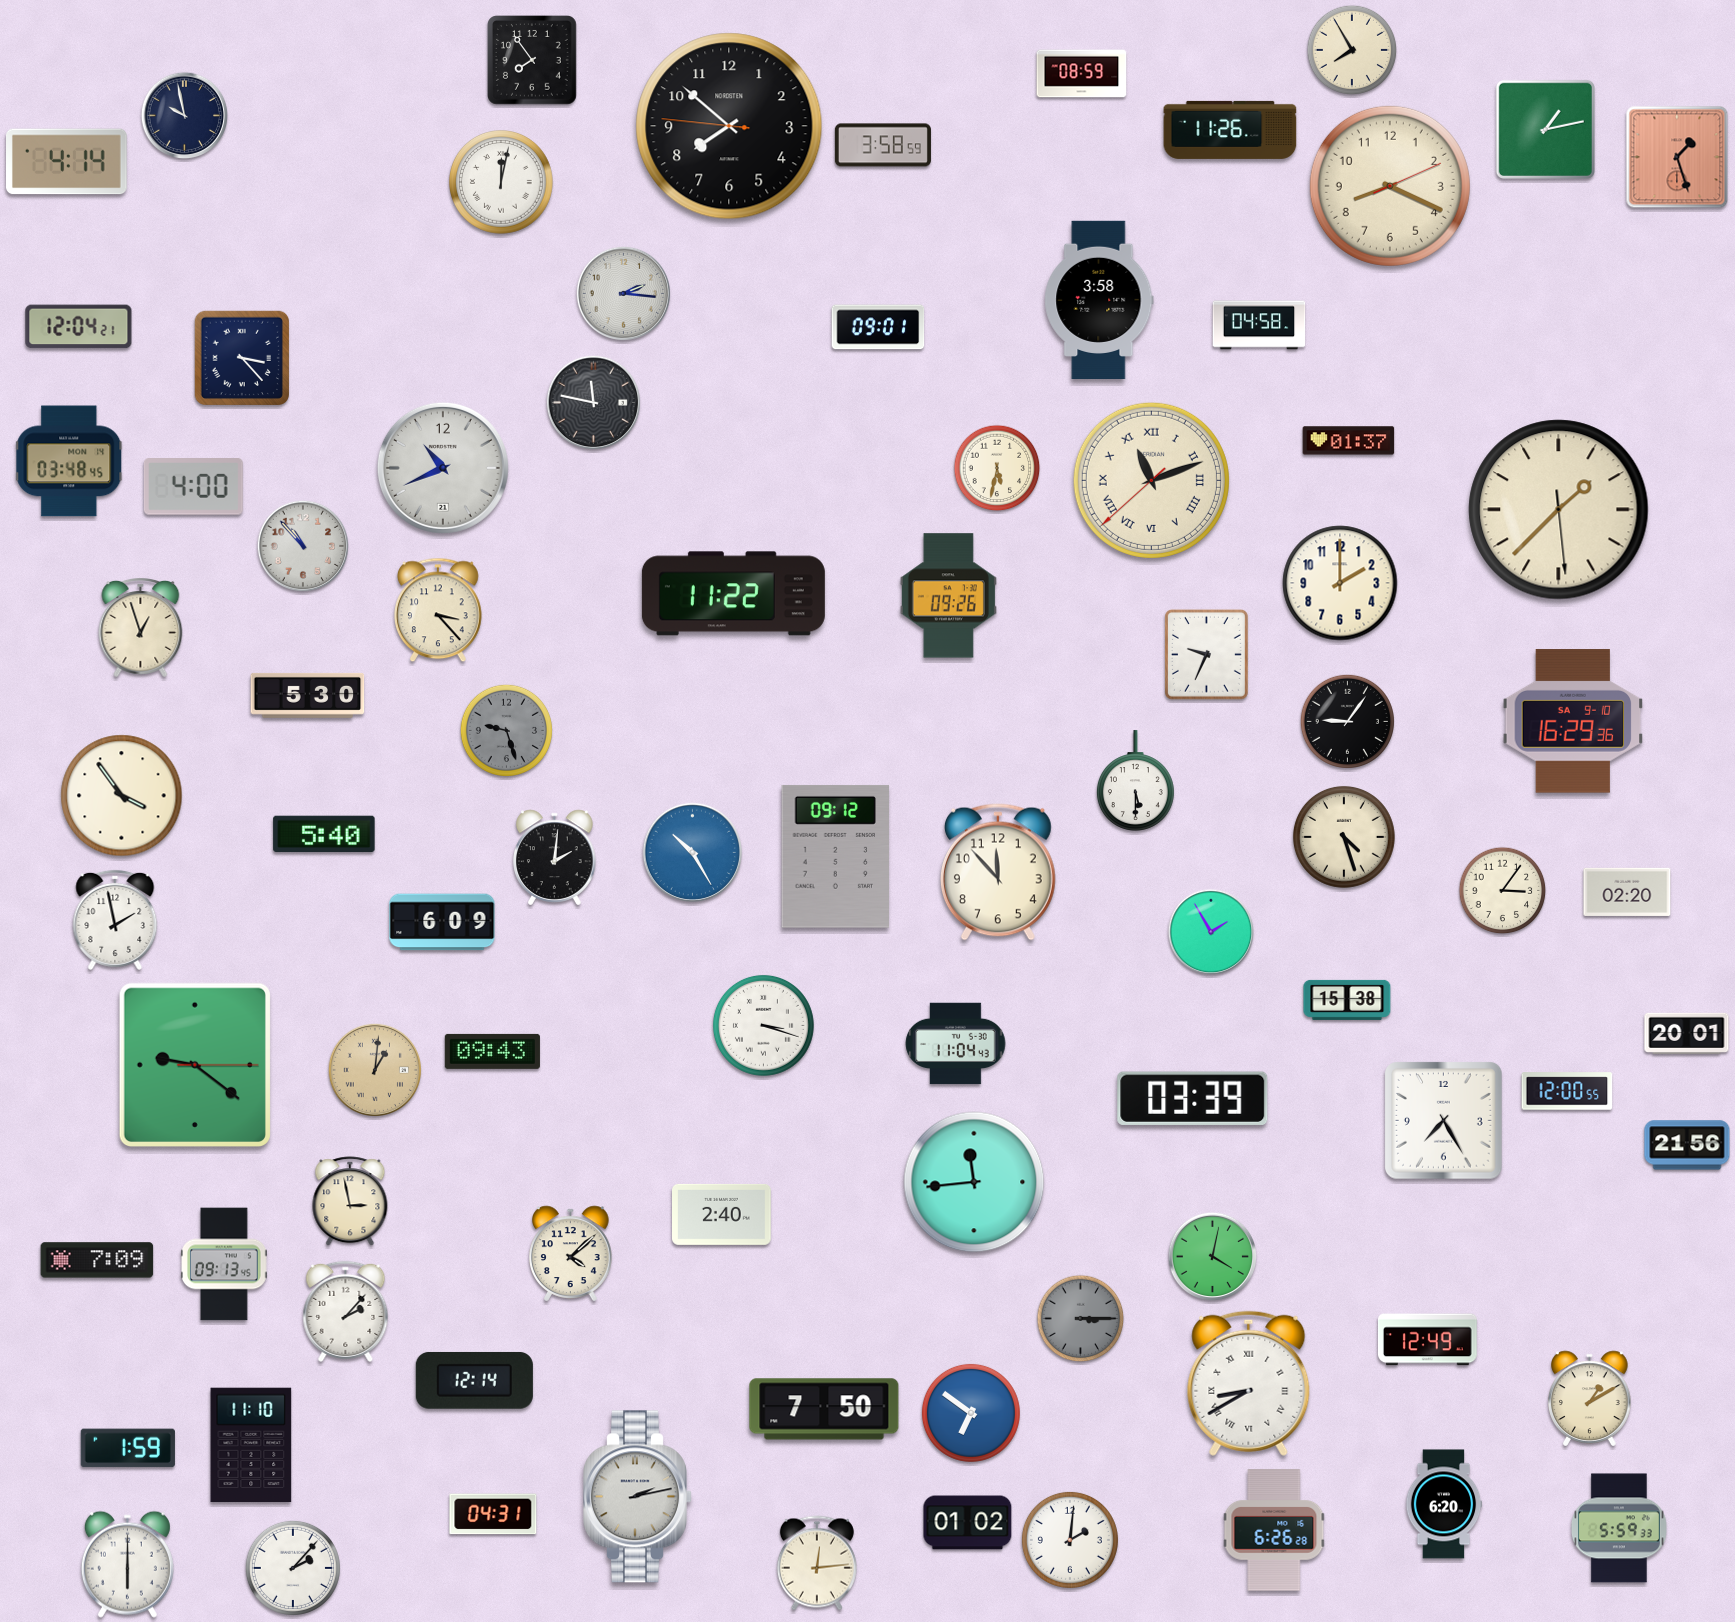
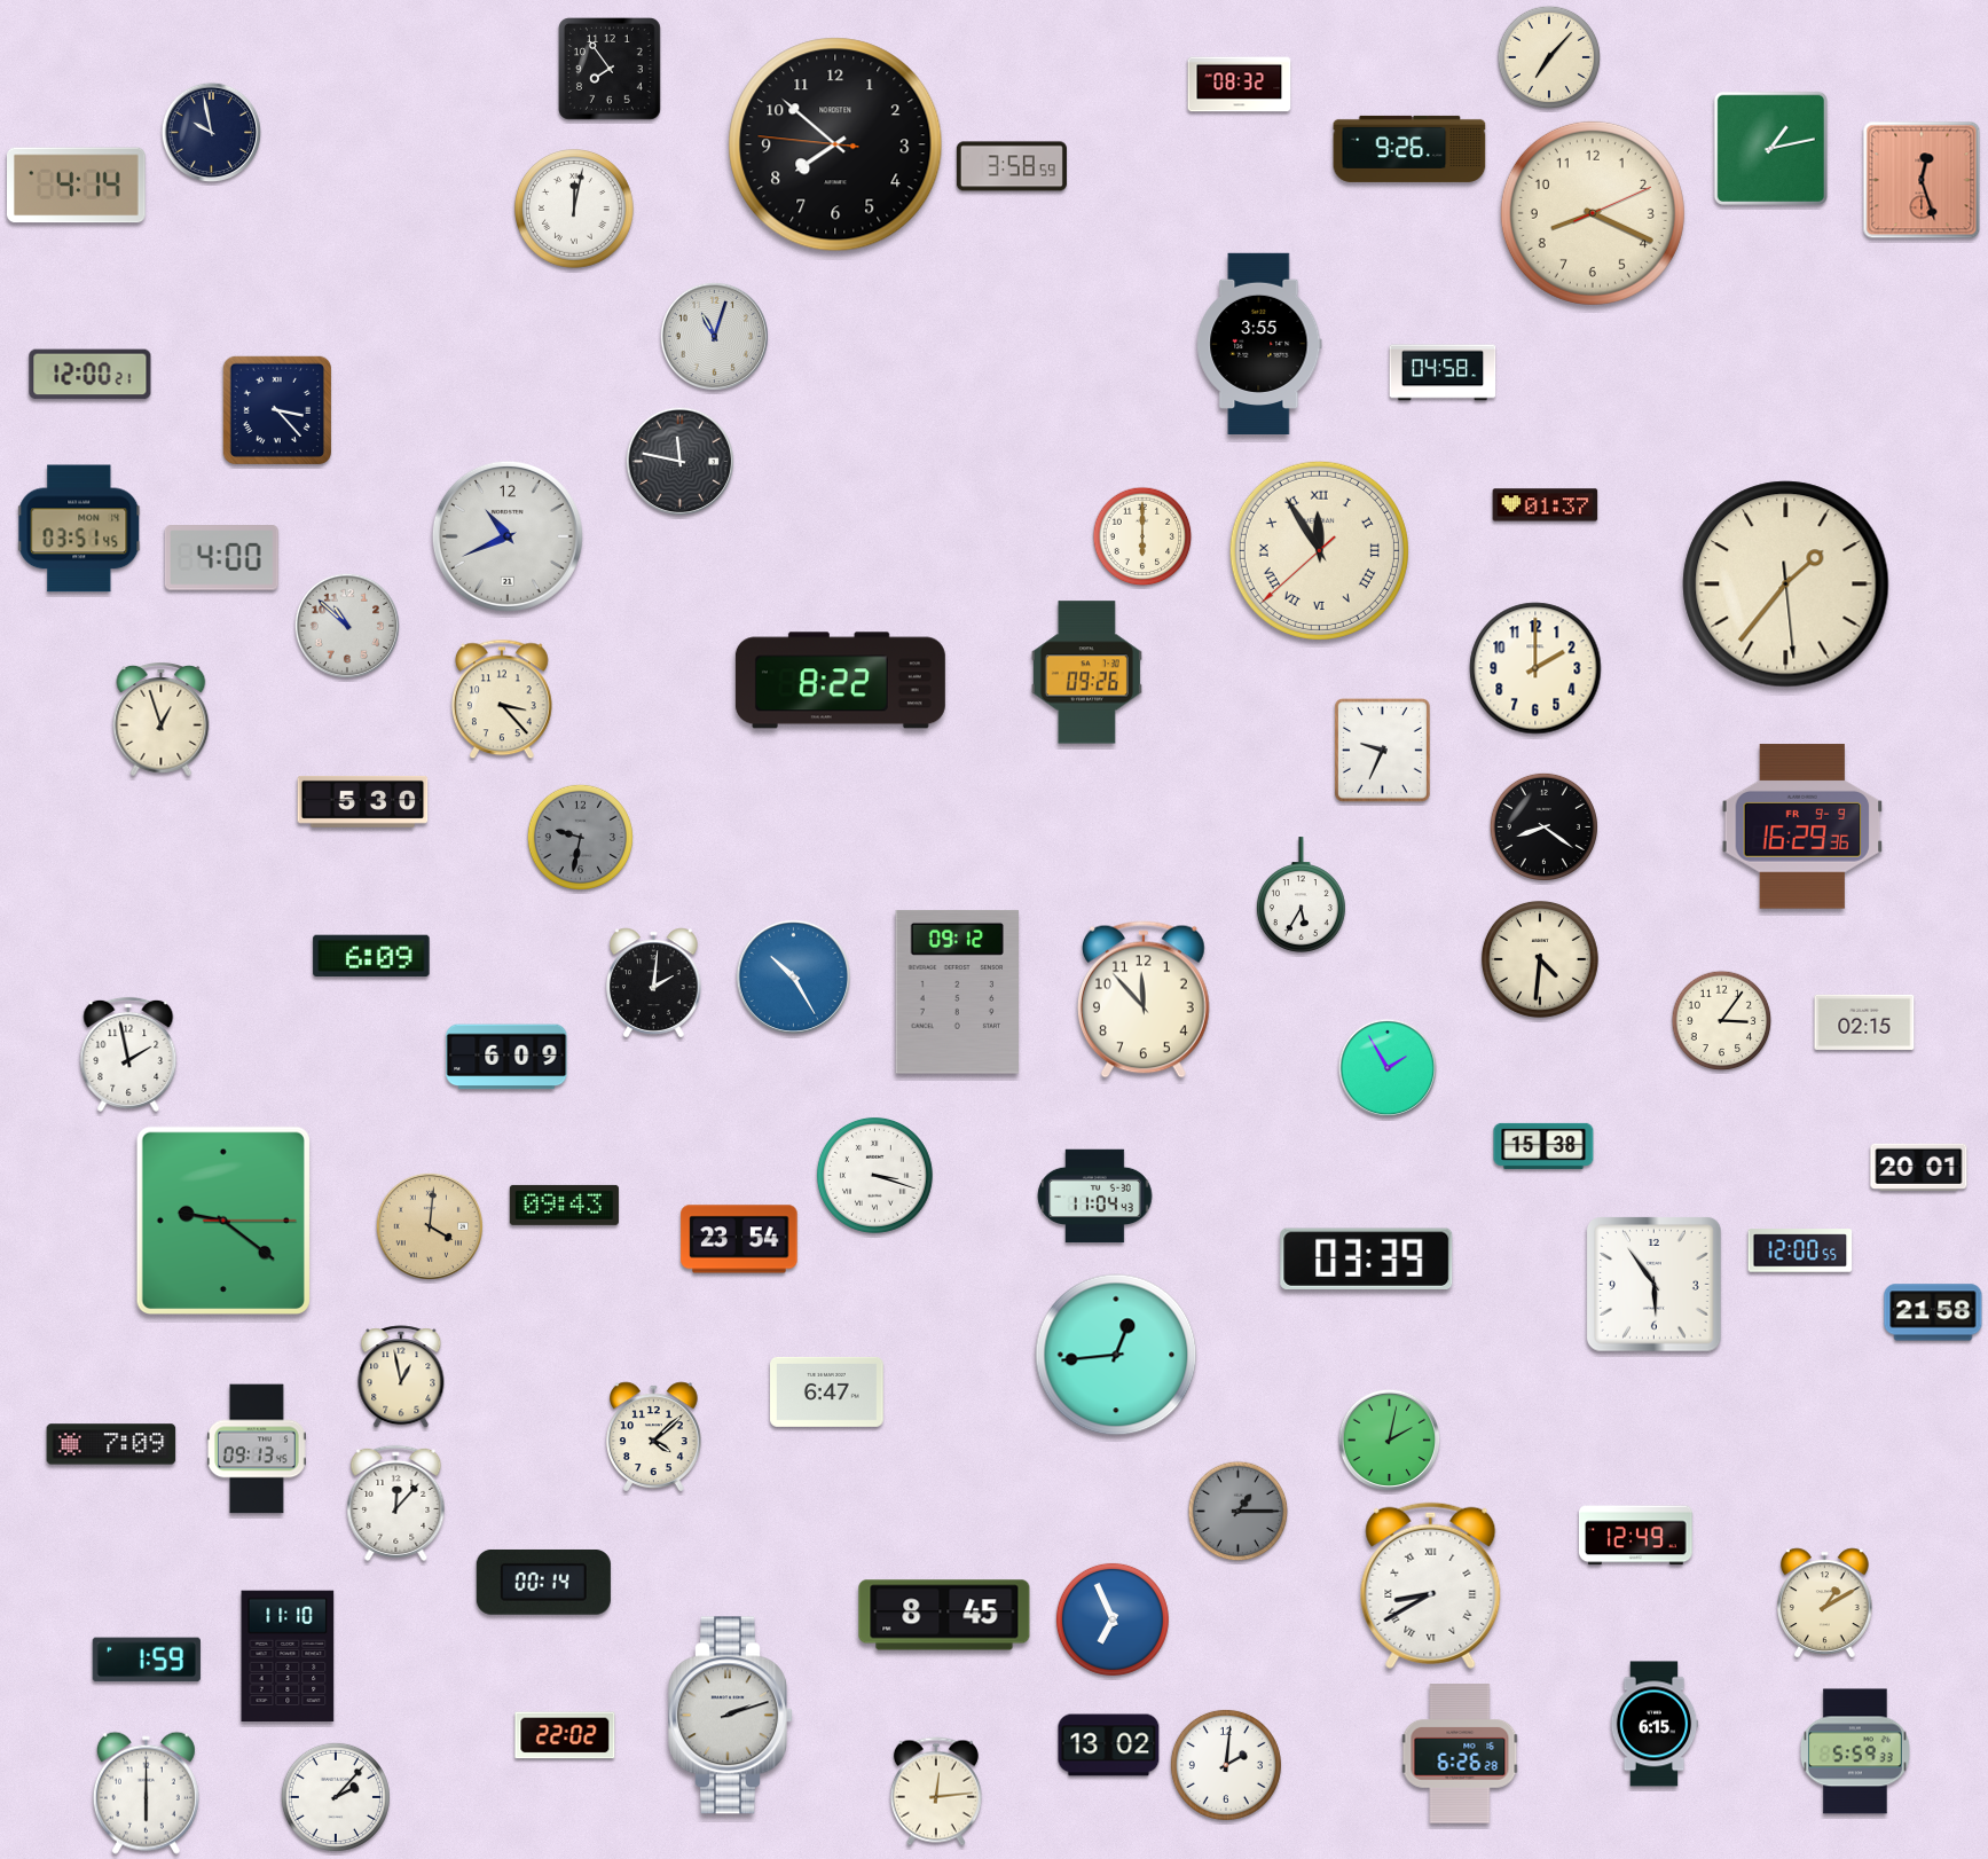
clock at (1352, 50): 7:55 -> 7:07
clock at (1082, 74): 08:59 -> 08:32
clock at (1230, 130): 11:26 -> 9:26
clock at (1677, 157): 1:27 -> 12:27
clock at (623, 293): 2:16 -> 11:03
clock at (1099, 299): 3:58 -> 3:55
clock at (79, 327): 12:04 -> 12:00
clock at (878, 327): 09:01 -> none
clock at (70, 461): 03:48 -> 03:51
clock at (997, 468): 5:32 -> 6:00
clock at (1151, 480): 11:11 -> 11:54
clock at (1559, 510): 1:37 -> 1:36
clock at (302, 545): 10:53 -> 10:52
clock at (733, 594): 11:22 -> 8:22
clock at (948, 596) position: (948, 596) -> (1086, 673)
clock at (308, 695) position: (308, 695) -> (363, 801)
clock at (1347, 721): 9:06 -> 8:21
clock at (1573, 721) date: SA 9-10 -> FR 9-9
clock at (506, 730): 9:27 -> 9:32
clock at (1135, 781): 5:30 -> 5:35
clock at (122, 796): 3:54 -> none
clock at (324, 834): 5:40 -> 6:09
clock at (1344, 837): 4:27 -> 4:31
clock at (835, 856) position: (835, 856) -> (957, 991)
clock at (555, 858) position: (555, 858) -> (654, 983)
clock at (1627, 892): 02:20 -> 02:15
clock at (115, 920) position: (115, 920) -> (128, 1054)
clock at (1687, 1033) position: (1687, 1033) -> (1919, 1167)
clock at (374, 1069): 1:01 -> 4:01
clock at (739, 1239): none -> 23:54
clock at (1567, 1091) position: (1567, 1091) -> (1800, 1250)
clock at (1444, 1121): 7:25 -> 5:54
clock at (1687, 1145): 21:56 -> 21:58
clock at (974, 1182): 11:44 -> 12:44
clock at (350, 1202): 2:58 -> 12:58
clock at (722, 1214): 2:40 -> 6:47
clock at (1213, 1257): 4:02 -> 2:02
clock at (346, 1311): 2:07 -> 12:07
clock at (1081, 1319): 3:15 -> 1:15
clock at (474, 1380): 12:14 -> 00:14
clock at (1590, 1399) position: (1590, 1399) -> (1825, 1603)
clock at (824, 1409): 7:50 -> 8:45
clock at (971, 1413): 6:51 -> 6:56
clock at (638, 1497): 2:13 -> 2:12
clock at (1444, 1504): 6:20 -> 6:15
clock at (493, 1514): 04:31 -> 22:02
clock at (968, 1523): 01:02 -> 13:02
